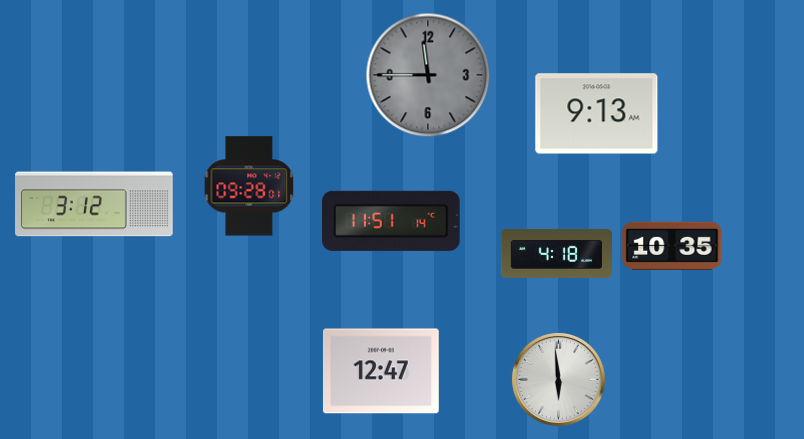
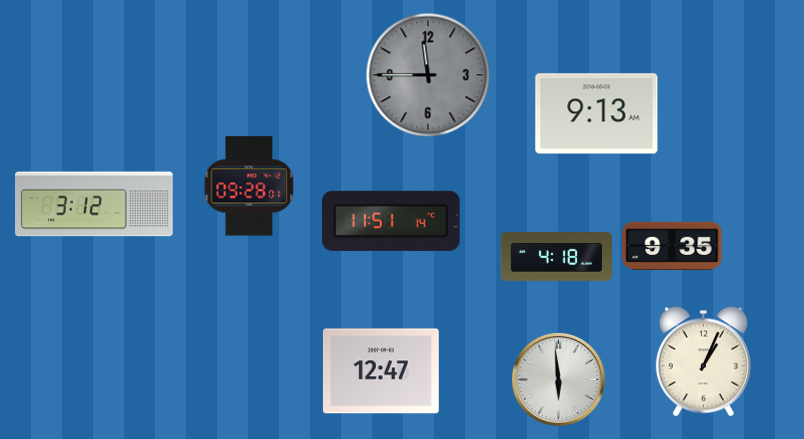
clock at (672, 246): 10:35 -> 9:35
clock at (556, 253) position: (556, 253) -> (556, 256)
clock at (703, 362): none -> 1:04
